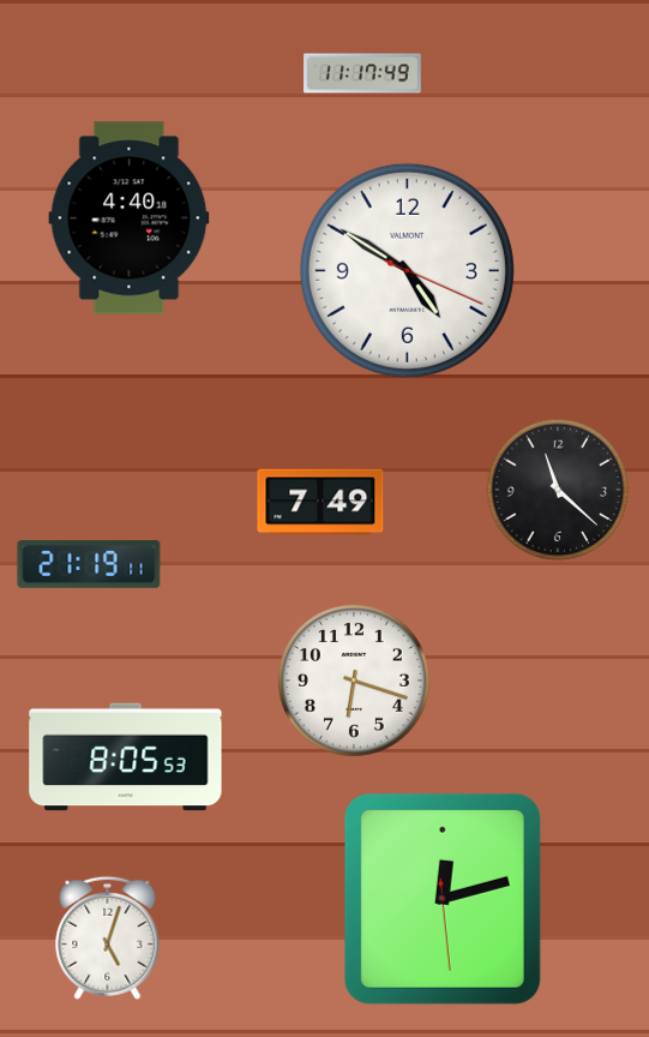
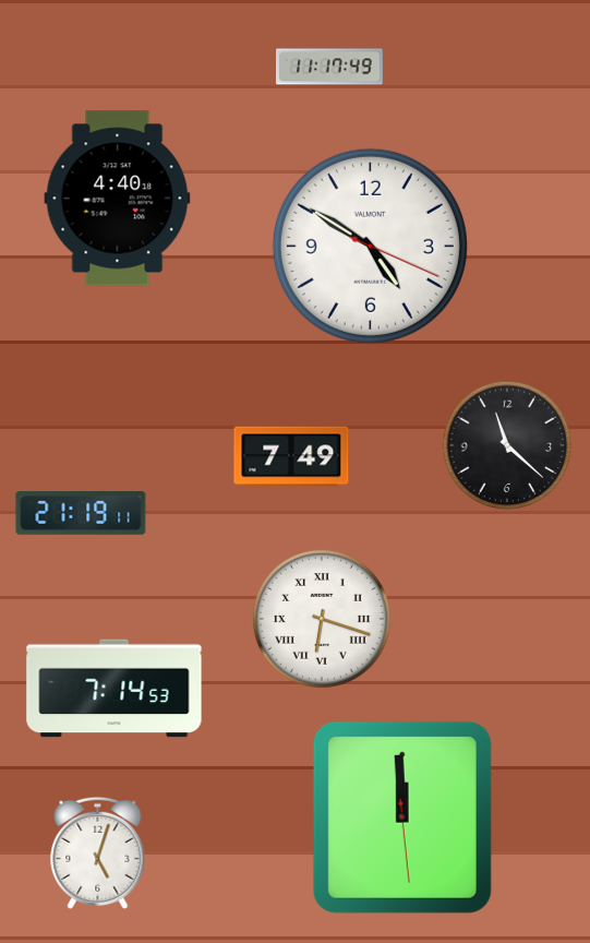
clock at (354, 681) numerals: Arabic -> Roman
clock at (126, 757): 8:05 -> 7:14
clock at (443, 899): 12:12 -> 11:59
